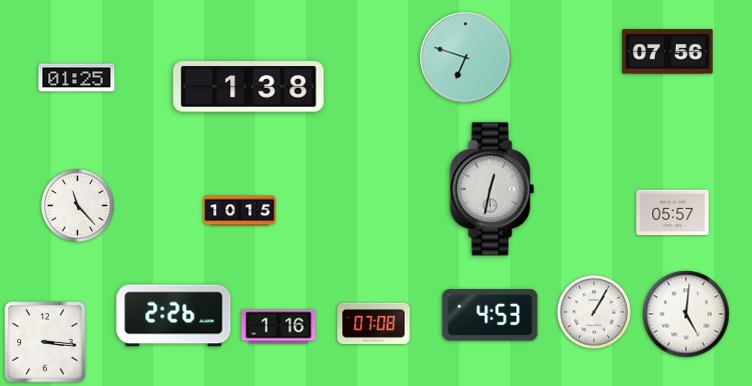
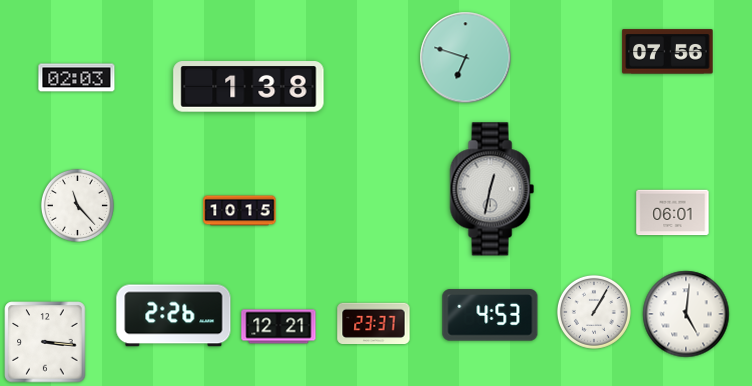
clock at (77, 78): 01:25 -> 02:03
clock at (673, 213): 05:57 -> 06:01
clock at (374, 324): 07:08 -> 23:37
clock at (279, 327): 1:16 -> 12:21
